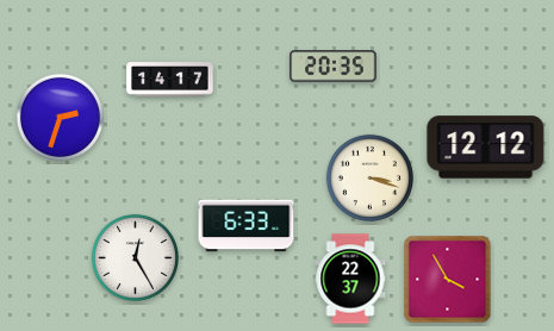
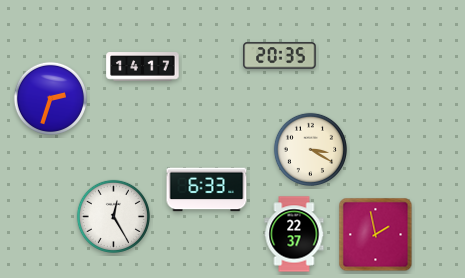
clock at (486, 148): 12:12 -> none
clock at (369, 177): 3:18 -> 3:20
clock at (448, 280): 3:55 -> 1:58
